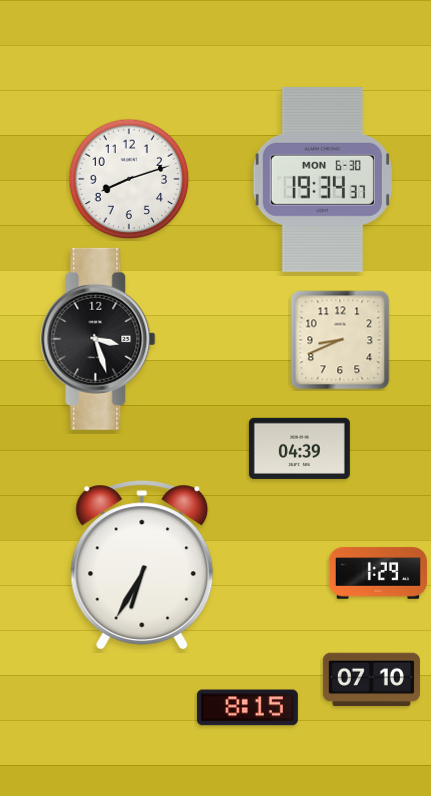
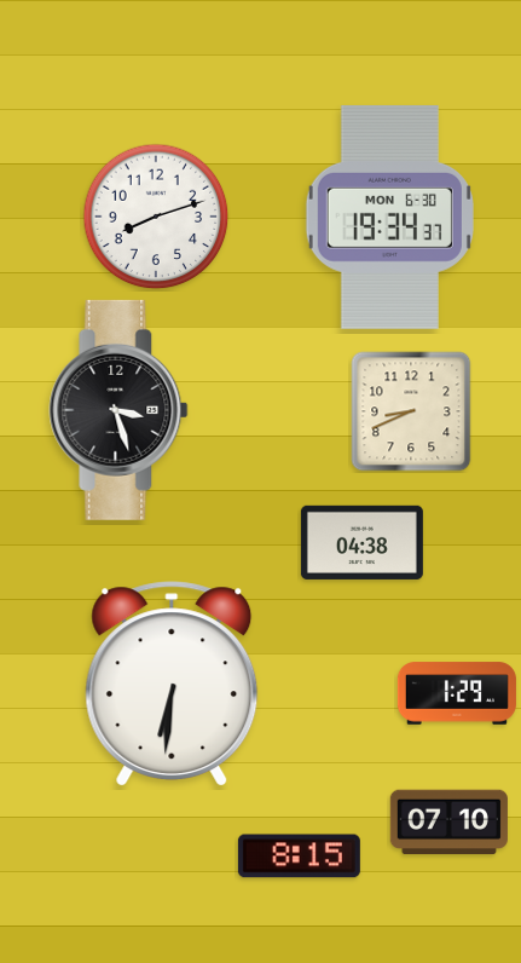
clock at (299, 448): 04:39 -> 04:38
clock at (142, 565): 6:35 -> 6:31
